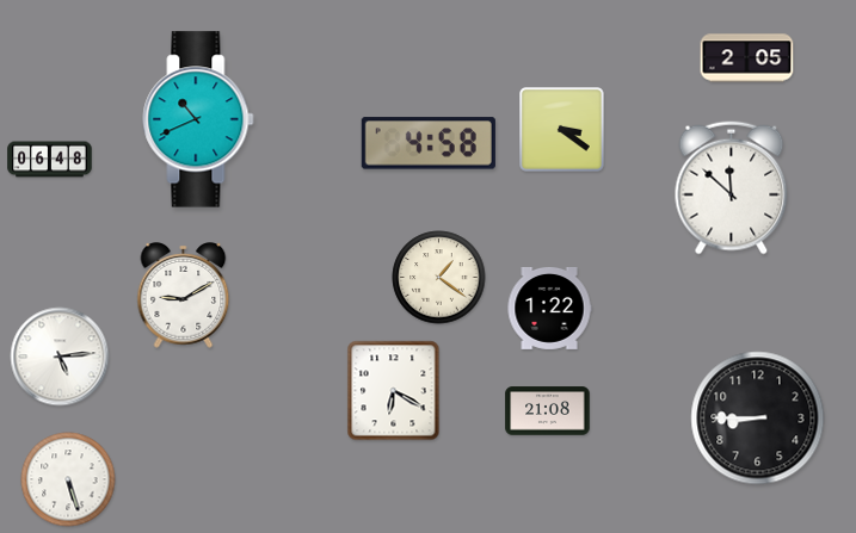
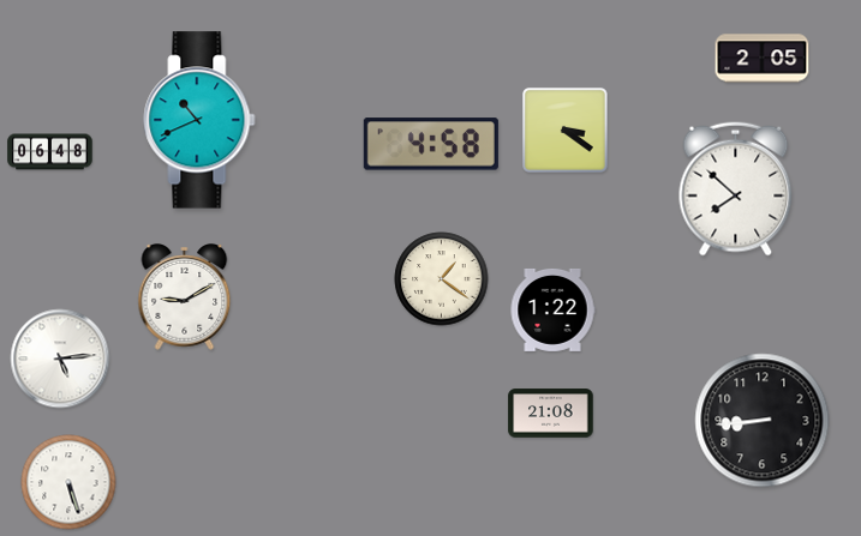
clock at (747, 58) position: (747, 58) -> (763, 59)
clock at (50, 160) position: (50, 160) -> (50, 152)
clock at (732, 188): 11:52 -> 7:52
clock at (394, 391): 6:20 -> none
clock at (758, 419): 8:45 -> 8:44
